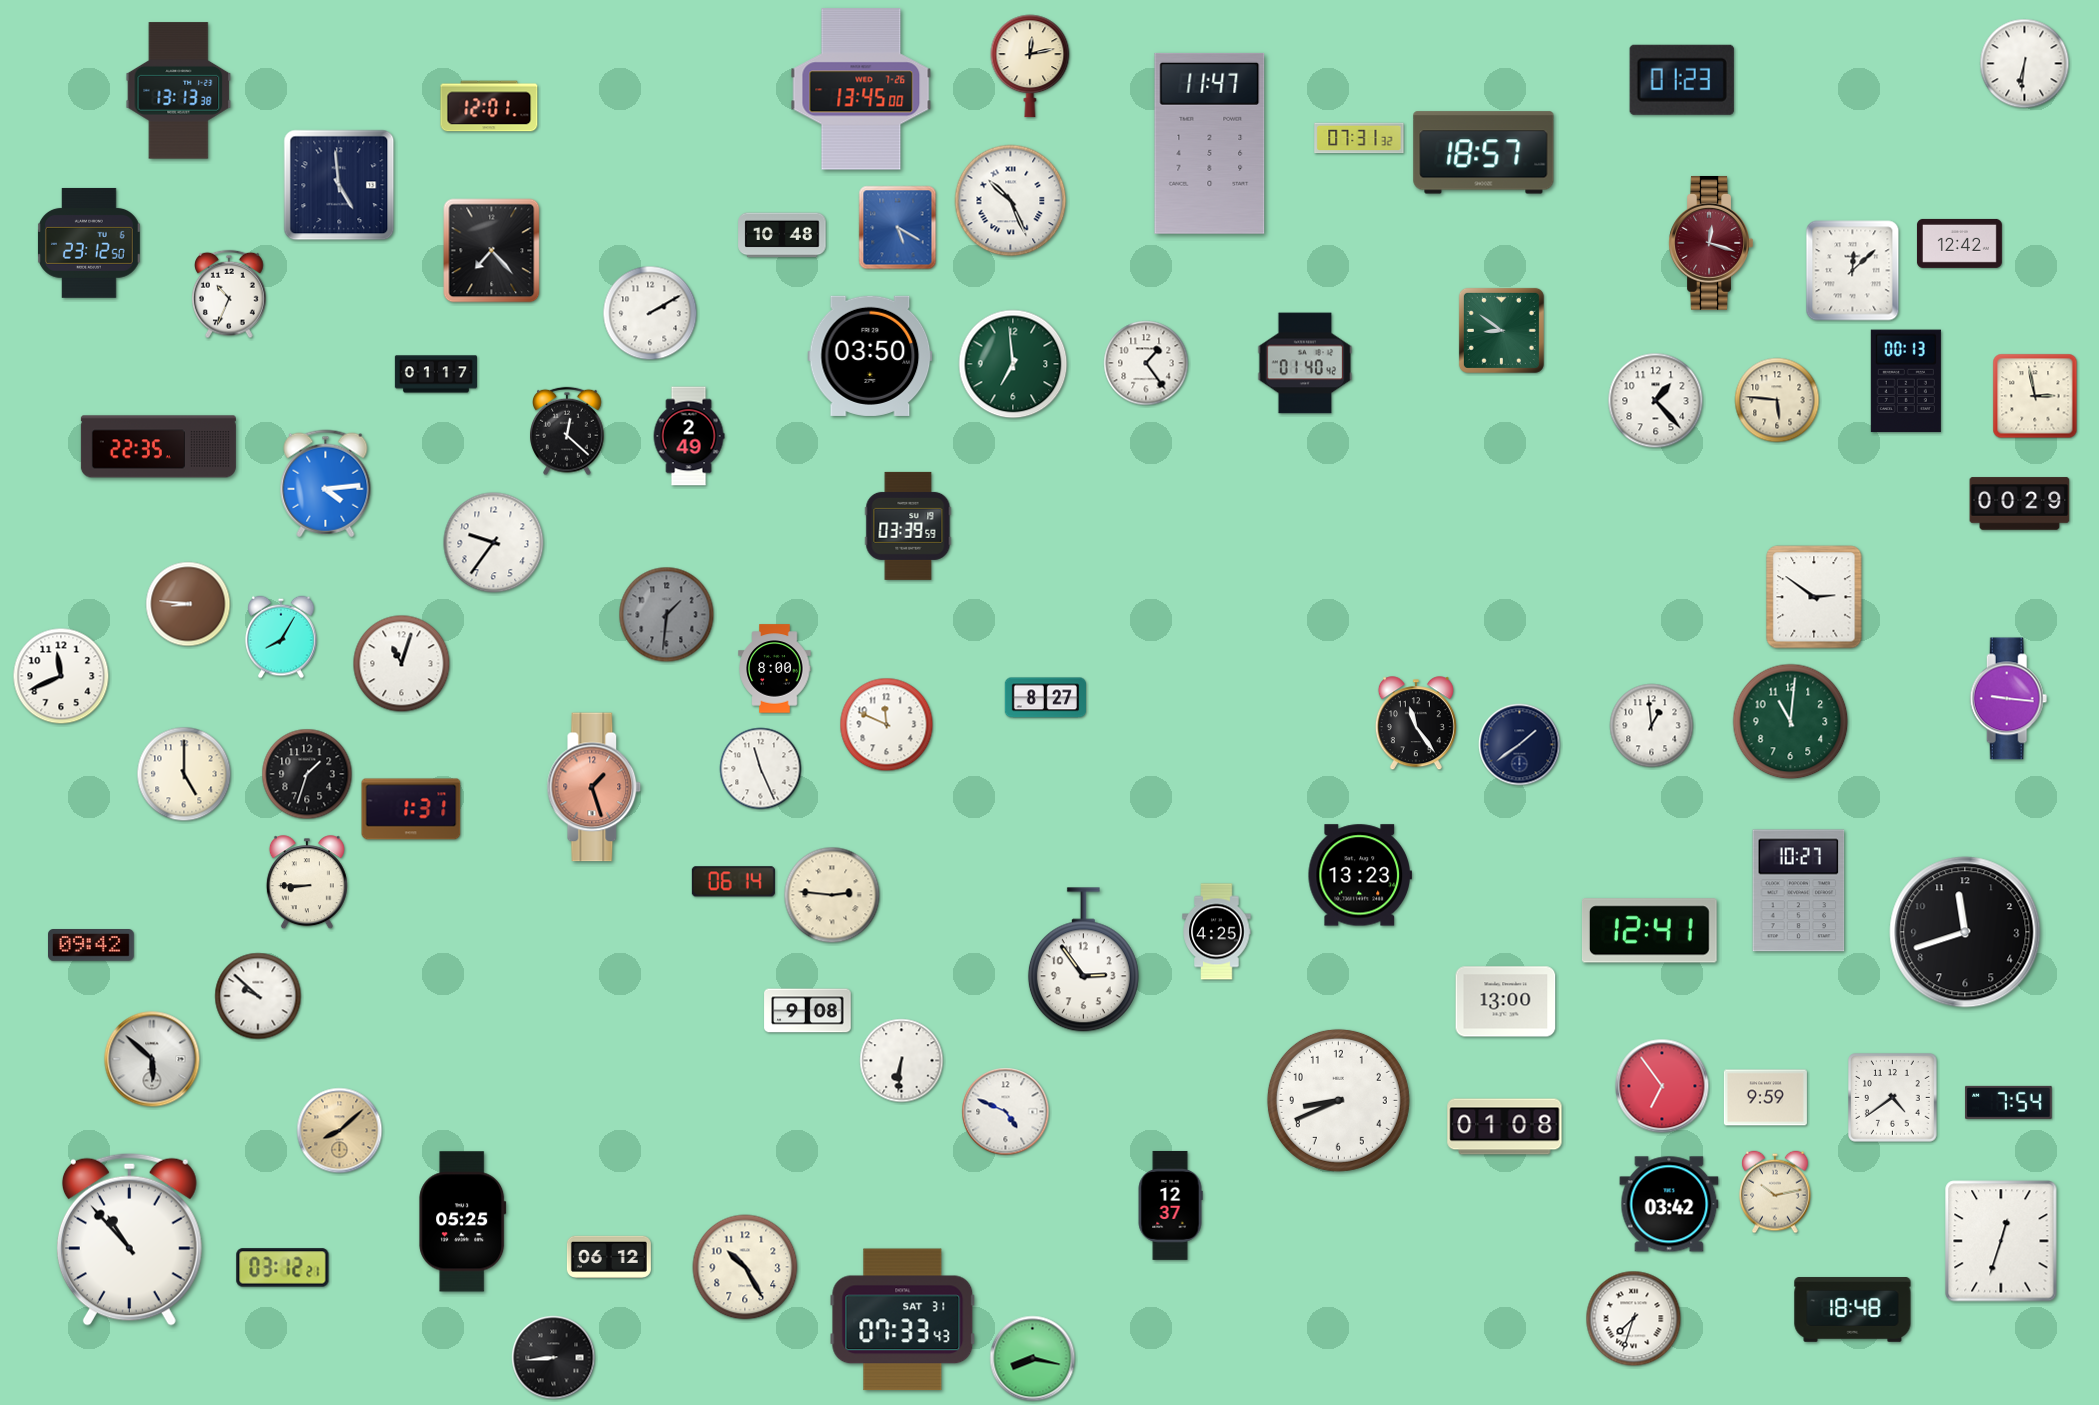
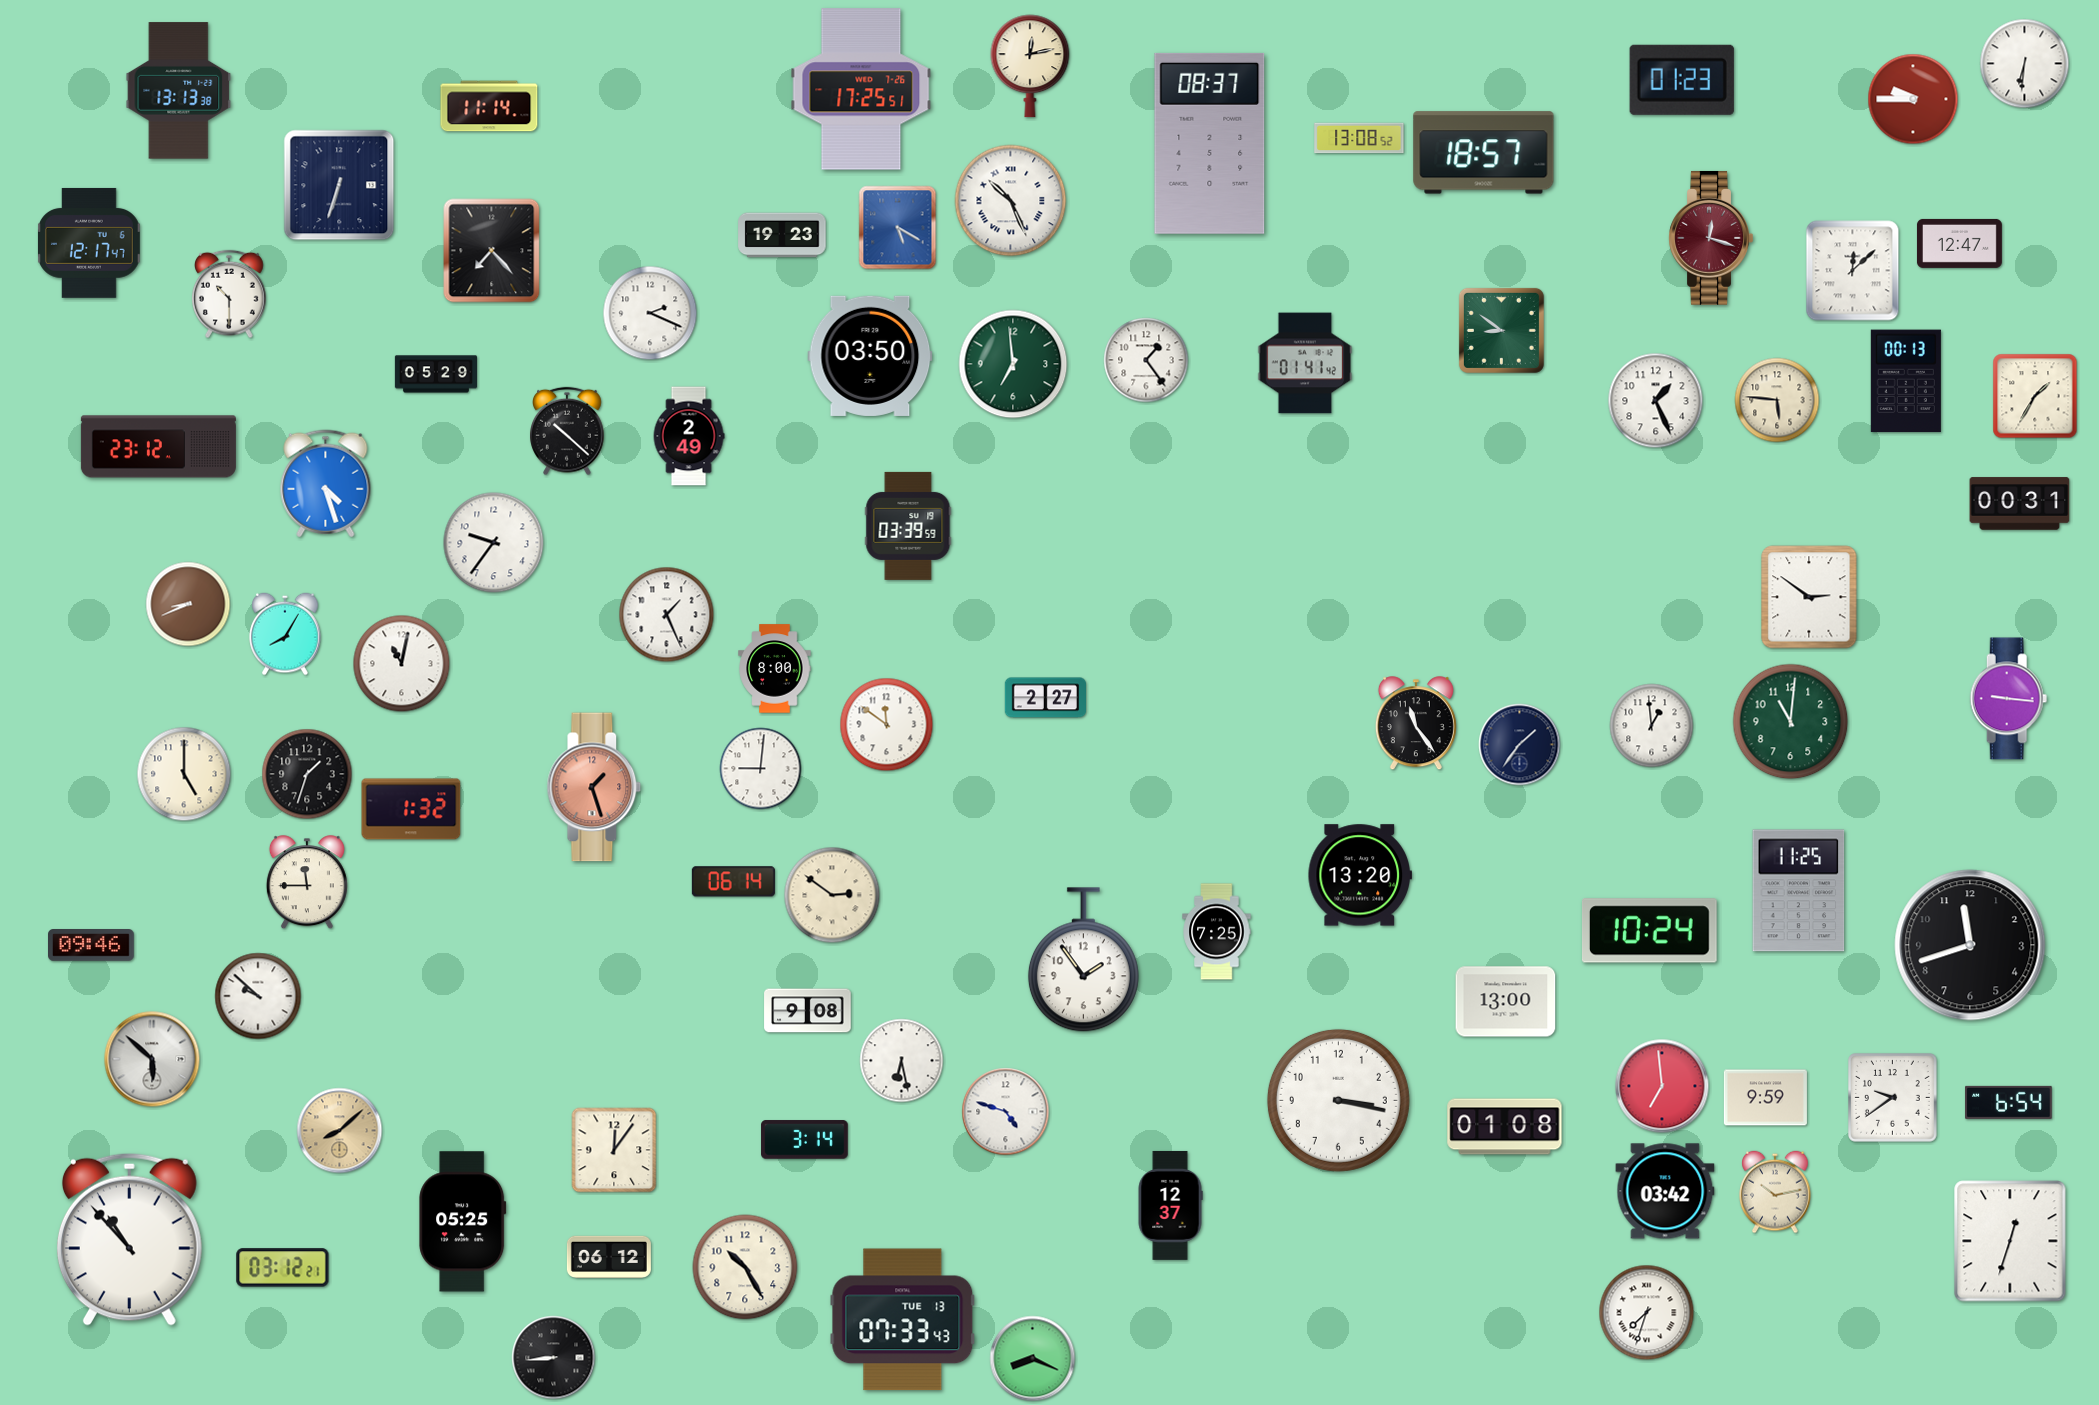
clock at (861, 89): 13:45 -> 17:25
clock at (1913, 99): none -> 9:45
clock at (489, 106): 12:01 -> 11:14
clock at (1359, 138): 07:31 -> 13:08
clock at (1210, 143): 11:47 -> 08:37
clock at (339, 185): 4:59 -> 6:33
clock at (782, 235): 10:48 -> 19:23
clock at (90, 243): 23:12 -> 12:17
clock at (1711, 243) position: (1711, 243) -> (1711, 238)
clock at (1959, 243): 12:42 -> 12:47
clock at (229, 294): 10:34 -> 10:30
clock at (650, 313): 2:10 -> 2:19
clock at (1146, 363) position: (1146, 363) -> (1146, 360)
clock at (1305, 363): 01:40 -> 01:41
clock at (435, 374): 01:17 -> 05:29
clock at (2035, 396): 2:58 -> 1:35
clock at (1656, 401): 1:23 -> 1:26
clock at (567, 431): 12:22 -> 10:22
clock at (158, 447): 22:35 -> 23:12
clock at (326, 484): 4:14 -> 4:27
clock at (2020, 504): 00:29 -> 00:31
clock at (1814, 597) position: (1814, 597) -> (1809, 597)
clock at (188, 604): 8:46 -> 8:41
clock at (667, 615): 1:31 -> 1:26
clock at (667, 615) dial: grey -> white
clock at (281, 637) position: (281, 637) -> (285, 634)
clock at (402, 664): 11:03 -> 11:02
clock at (61, 676): 11:41 -> none
clock at (1045, 698): 8:27 -> 2:27
clock at (887, 725): 11:49 -> 11:51
clock at (1520, 745): 1:39 -> 1:36
clock at (761, 769): 11:26 -> 9:01
clock at (411, 809): 1:31 -> 1:32
clock at (1359, 875): 13:23 -> 13:20
clock at (307, 883): 8:45 -> 11:45
clock at (1799, 891): 10:27 -> 11:25
clock at (832, 895): 2:46 -> 2:51
clock at (1650, 931): 12:41 -> 10:24
clock at (1217, 932): 4:25 -> 7:25
clock at (1965, 932) position: (1965, 932) -> (1970, 945)
clock at (92, 946): 09:42 -> 09:46
clock at (1083, 960): 2:54 -> 1:54
clock at (902, 1061): 6:31 -> 6:28
clock at (1662, 1086): 6:54 -> 6:59
clock at (1893, 1098): 4:39 -> 9:39
clock at (1338, 1100): 8:41 -> 3:17
clock at (2009, 1102): 7:54 -> 6:54
clock at (1006, 1112): 4:49 -> 4:48
clock at (805, 1140): none -> 3:14
clock at (614, 1150): none -> 12:06
clock at (1669, 1204) position: (1669, 1204) -> (1665, 1191)
clock at (2001, 1241) position: (2001, 1241) -> (2010, 1241)
clock at (1853, 1310): 18:48 -> none
clock at (1634, 1319) position: (1634, 1319) -> (1647, 1313)
clock at (903, 1320) date: SAT 31 -> TUE 13
clock at (1033, 1359): 8:17 -> 8:19
